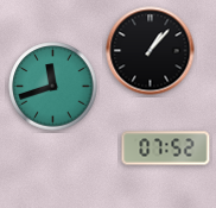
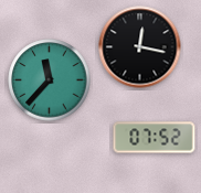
clock at (151, 51): 1:07 -> 12:17
clock at (53, 87): 11:42 -> 11:37
